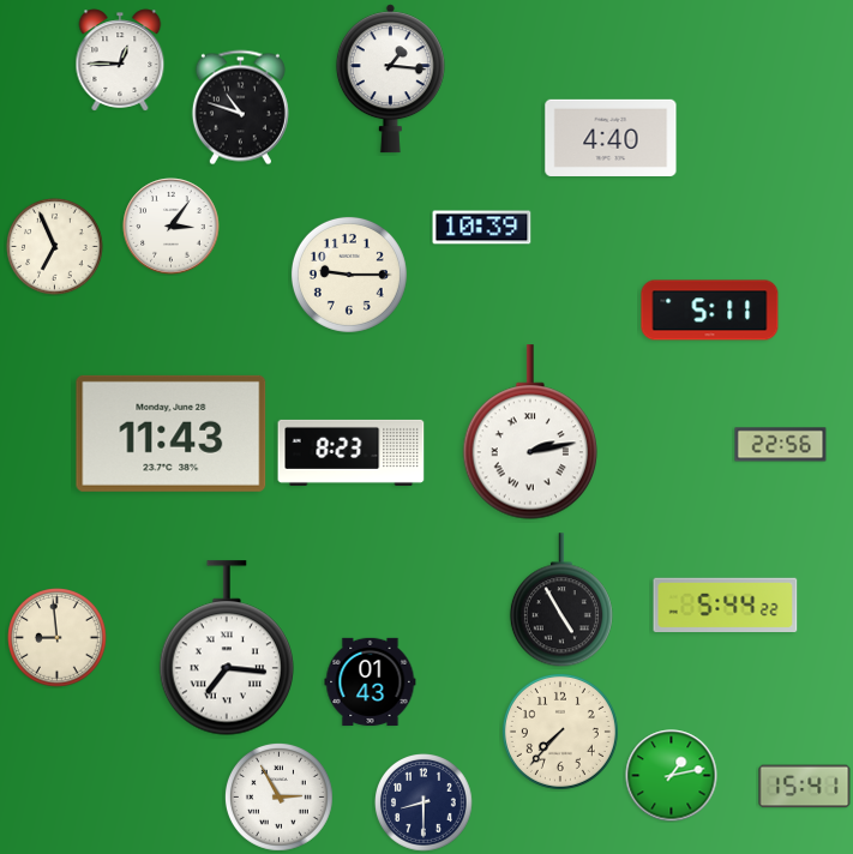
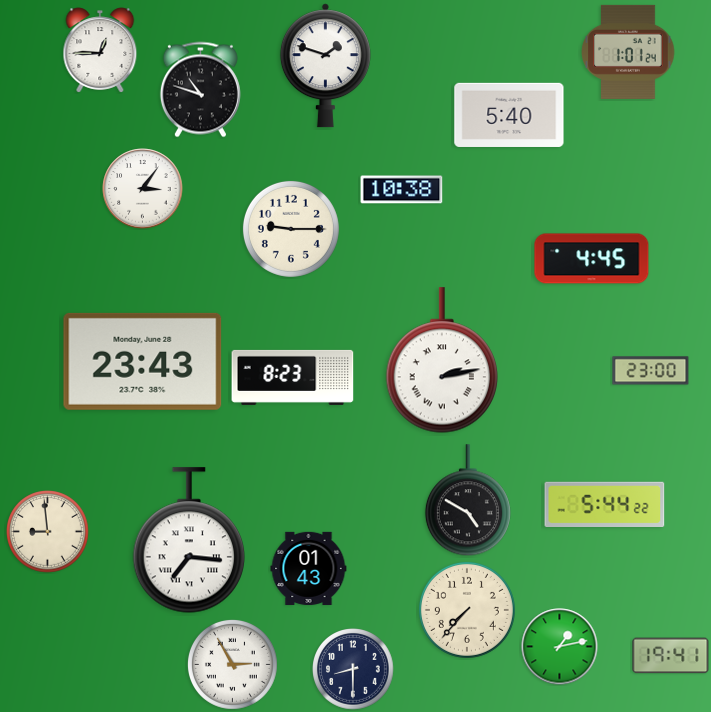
clock at (628, 52): none -> 1:01
clock at (390, 79): 1:16 -> 1:48
clock at (611, 138): 4:40 -> 5:40
clock at (482, 228): 10:39 -> 10:38
clock at (55, 247): 6:56 -> none
clock at (710, 311): 5:11 -> 4:45
clock at (172, 433): 11:43 -> 23:43
clock at (781, 445): 22:56 -> 23:00
clock at (561, 601): 4:55 -> 4:50
clock at (805, 787): 15:41 -> 19:41
